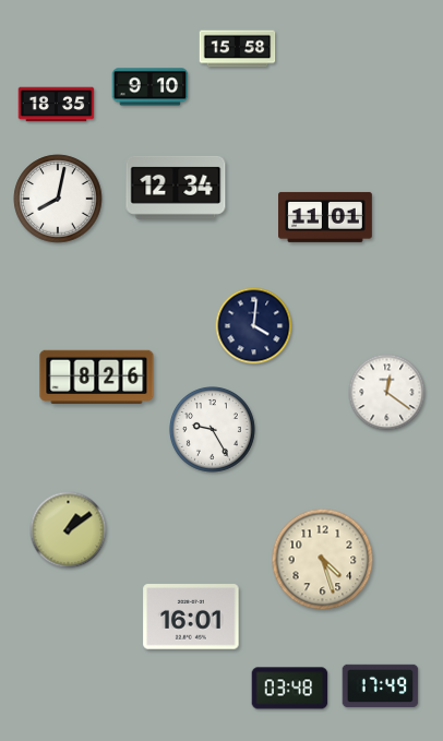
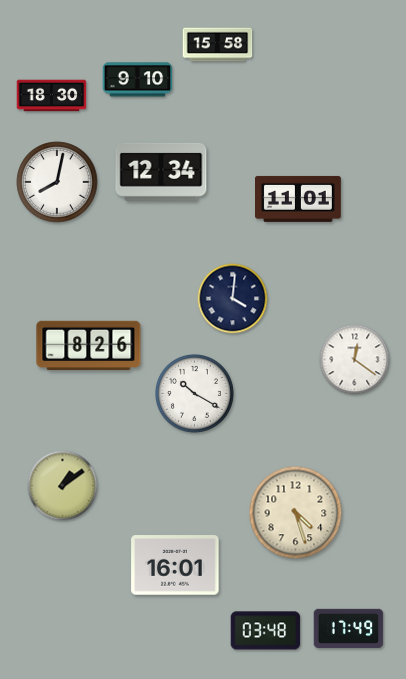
clock at (57, 105): 18:35 -> 18:30
clock at (58, 199) position: (58, 199) -> (57, 182)
clock at (212, 429): 9:25 -> 10:20
